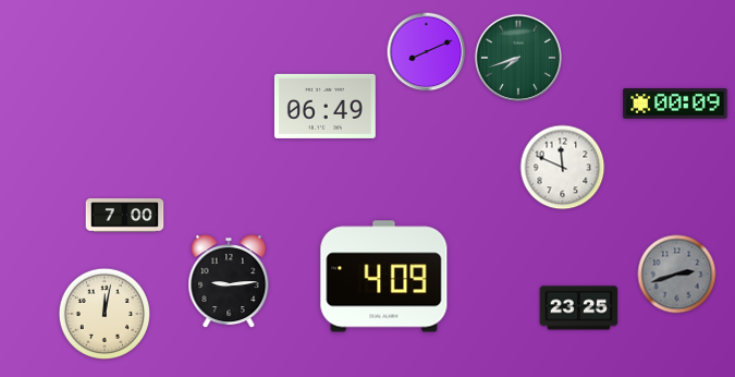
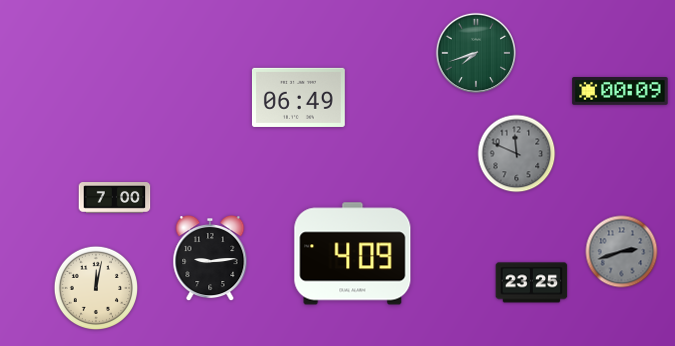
clock at (427, 52): 8:11 -> none
clock at (675, 105) position: (675, 105) -> (620, 92)
clock at (563, 168) dial: white -> grey
